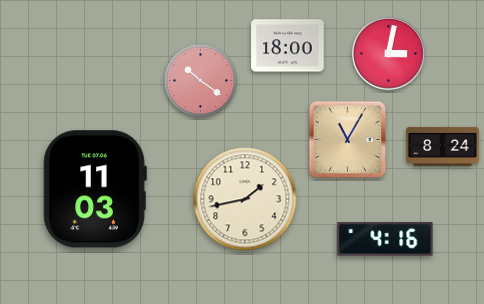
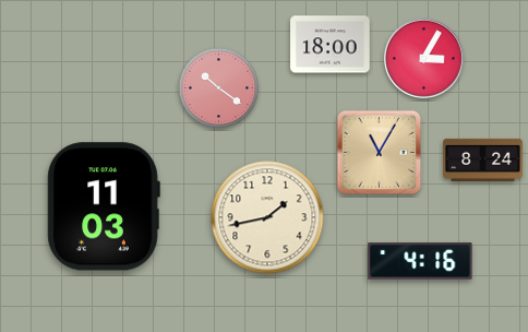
clock at (288, 46) position: (288, 46) -> (331, 45)
clock at (389, 54): 3:02 -> 3:05
